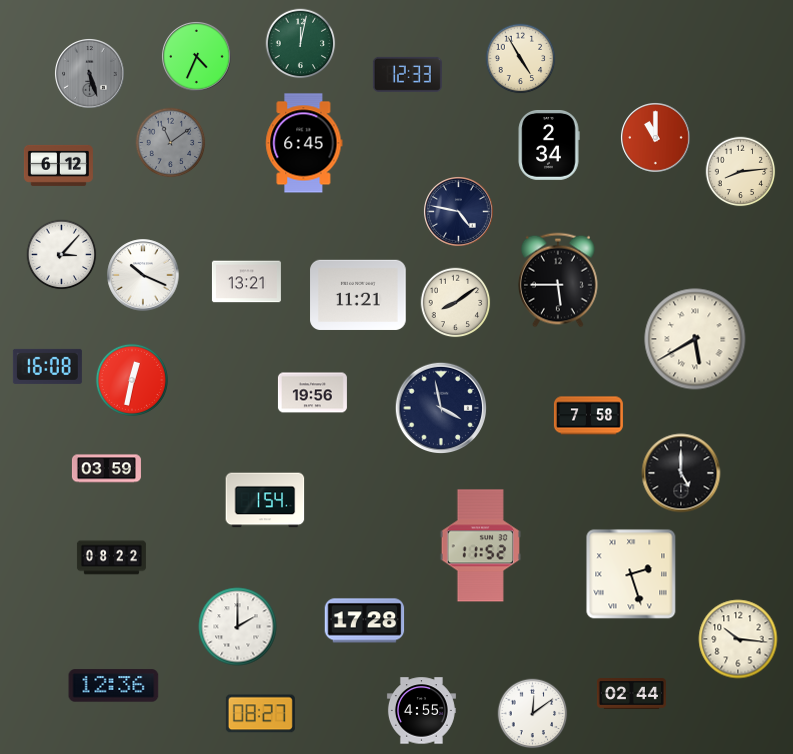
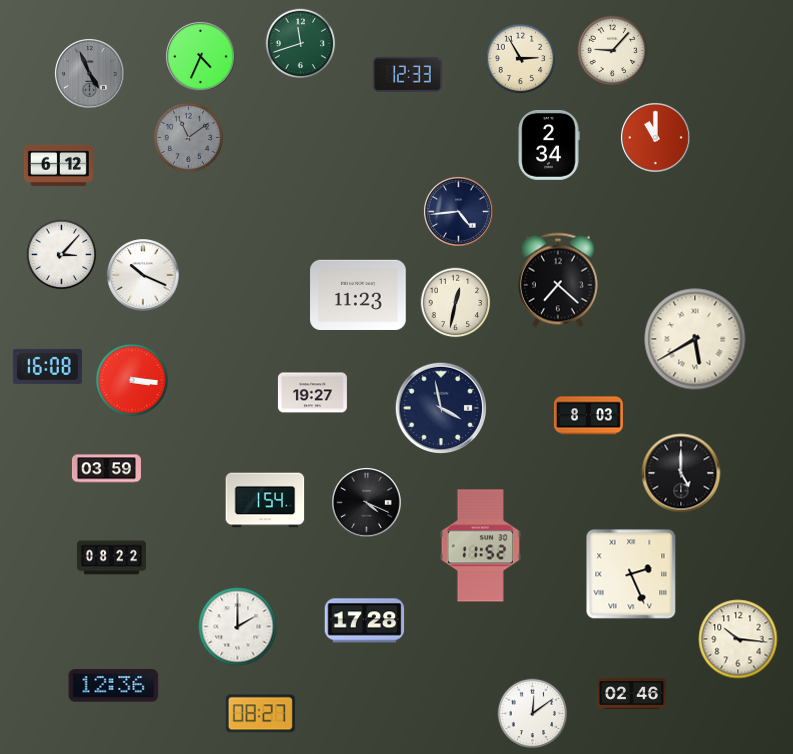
clock at (301, 44): 12:02 -> 11:42
clock at (613, 51): none -> 9:07
clock at (197, 57) position: (197, 57) -> (201, 57)
clock at (521, 59): 4:55 -> 2:55
clock at (90, 74): 5:27 -> 4:56
clock at (171, 143) position: (171, 143) -> (189, 138)
clock at (304, 143): 6:45 -> none
clock at (741, 172): 8:14 -> none
clock at (459, 212): 4:47 -> 4:44
clock at (558, 280): 5:45 -> 7:22
clock at (246, 282): 13:21 -> none
clock at (358, 294): 11:21 -> 11:23
clock at (456, 303): 8:09 -> 12:32
clock at (132, 380): 12:32 -> 3:16
clock at (312, 393): 19:56 -> 19:27
clock at (588, 416): 7:58 -> 8:03
clock at (367, 503): none -> 4:19
clock at (631, 574): 2:27 -> 2:26
clock at (631, 694): 02:44 -> 02:46
clock at (421, 711): 4:55 -> none
